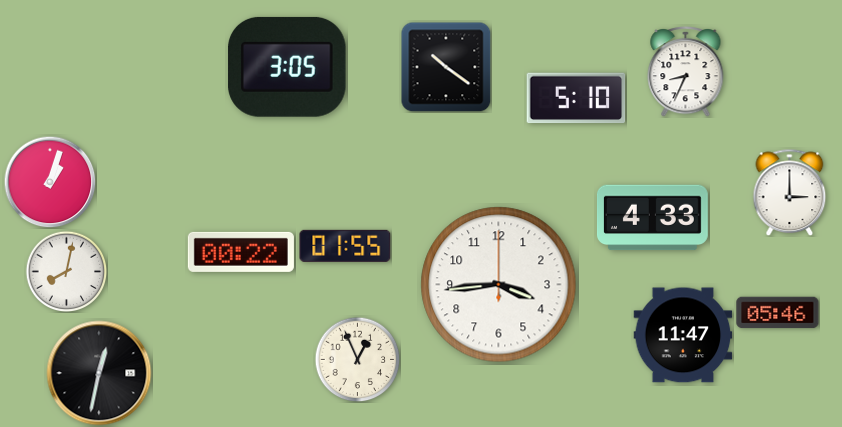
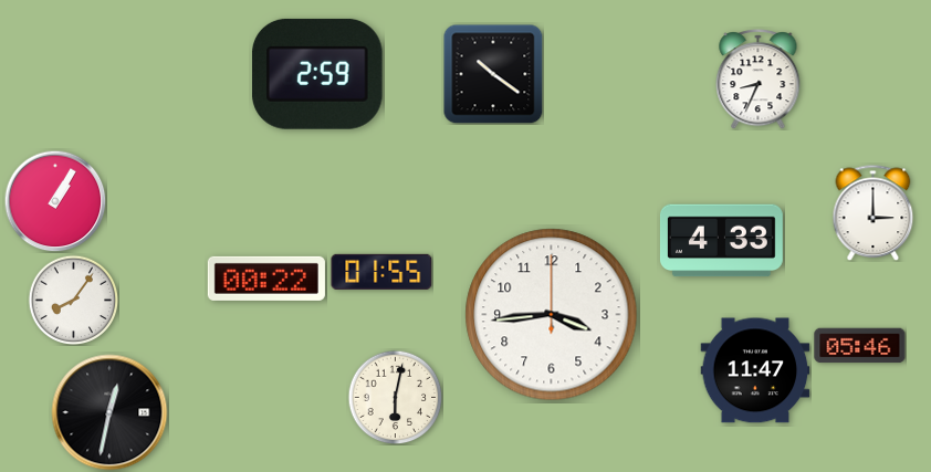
clock at (287, 67): 3:05 -> 2:59
clock at (576, 98): 5:10 -> none
clock at (50, 182): 1:03 -> 1:05
clock at (66, 271): 8:02 -> 8:06
clock at (357, 359): 12:56 -> 6:02
